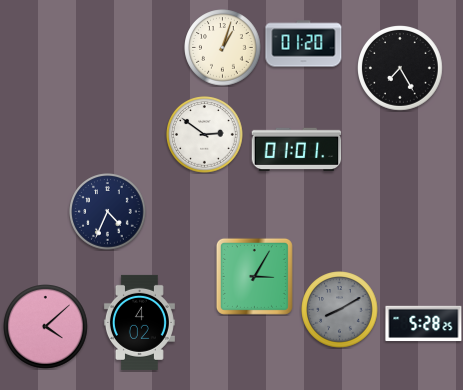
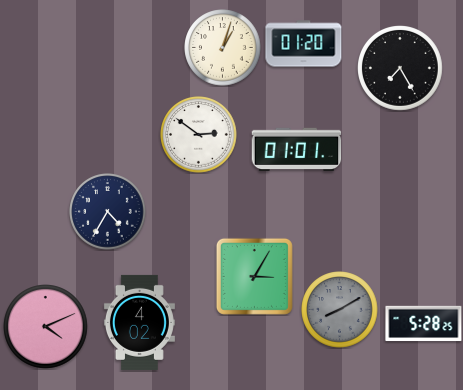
clock at (205, 135) position: (205, 135) -> (199, 135)
clock at (108, 212): 4:34 -> 4:35
clock at (46, 327): 4:08 -> 4:11
